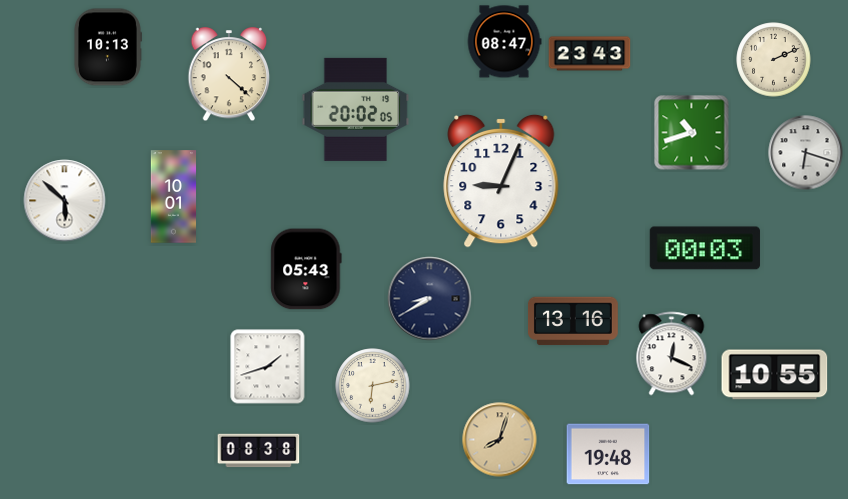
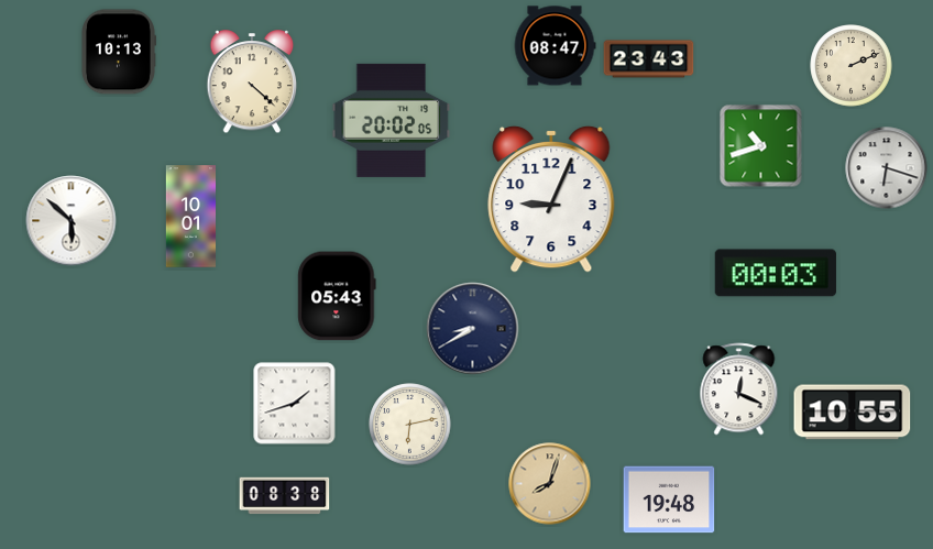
clock at (573, 321): 13:16 -> none
